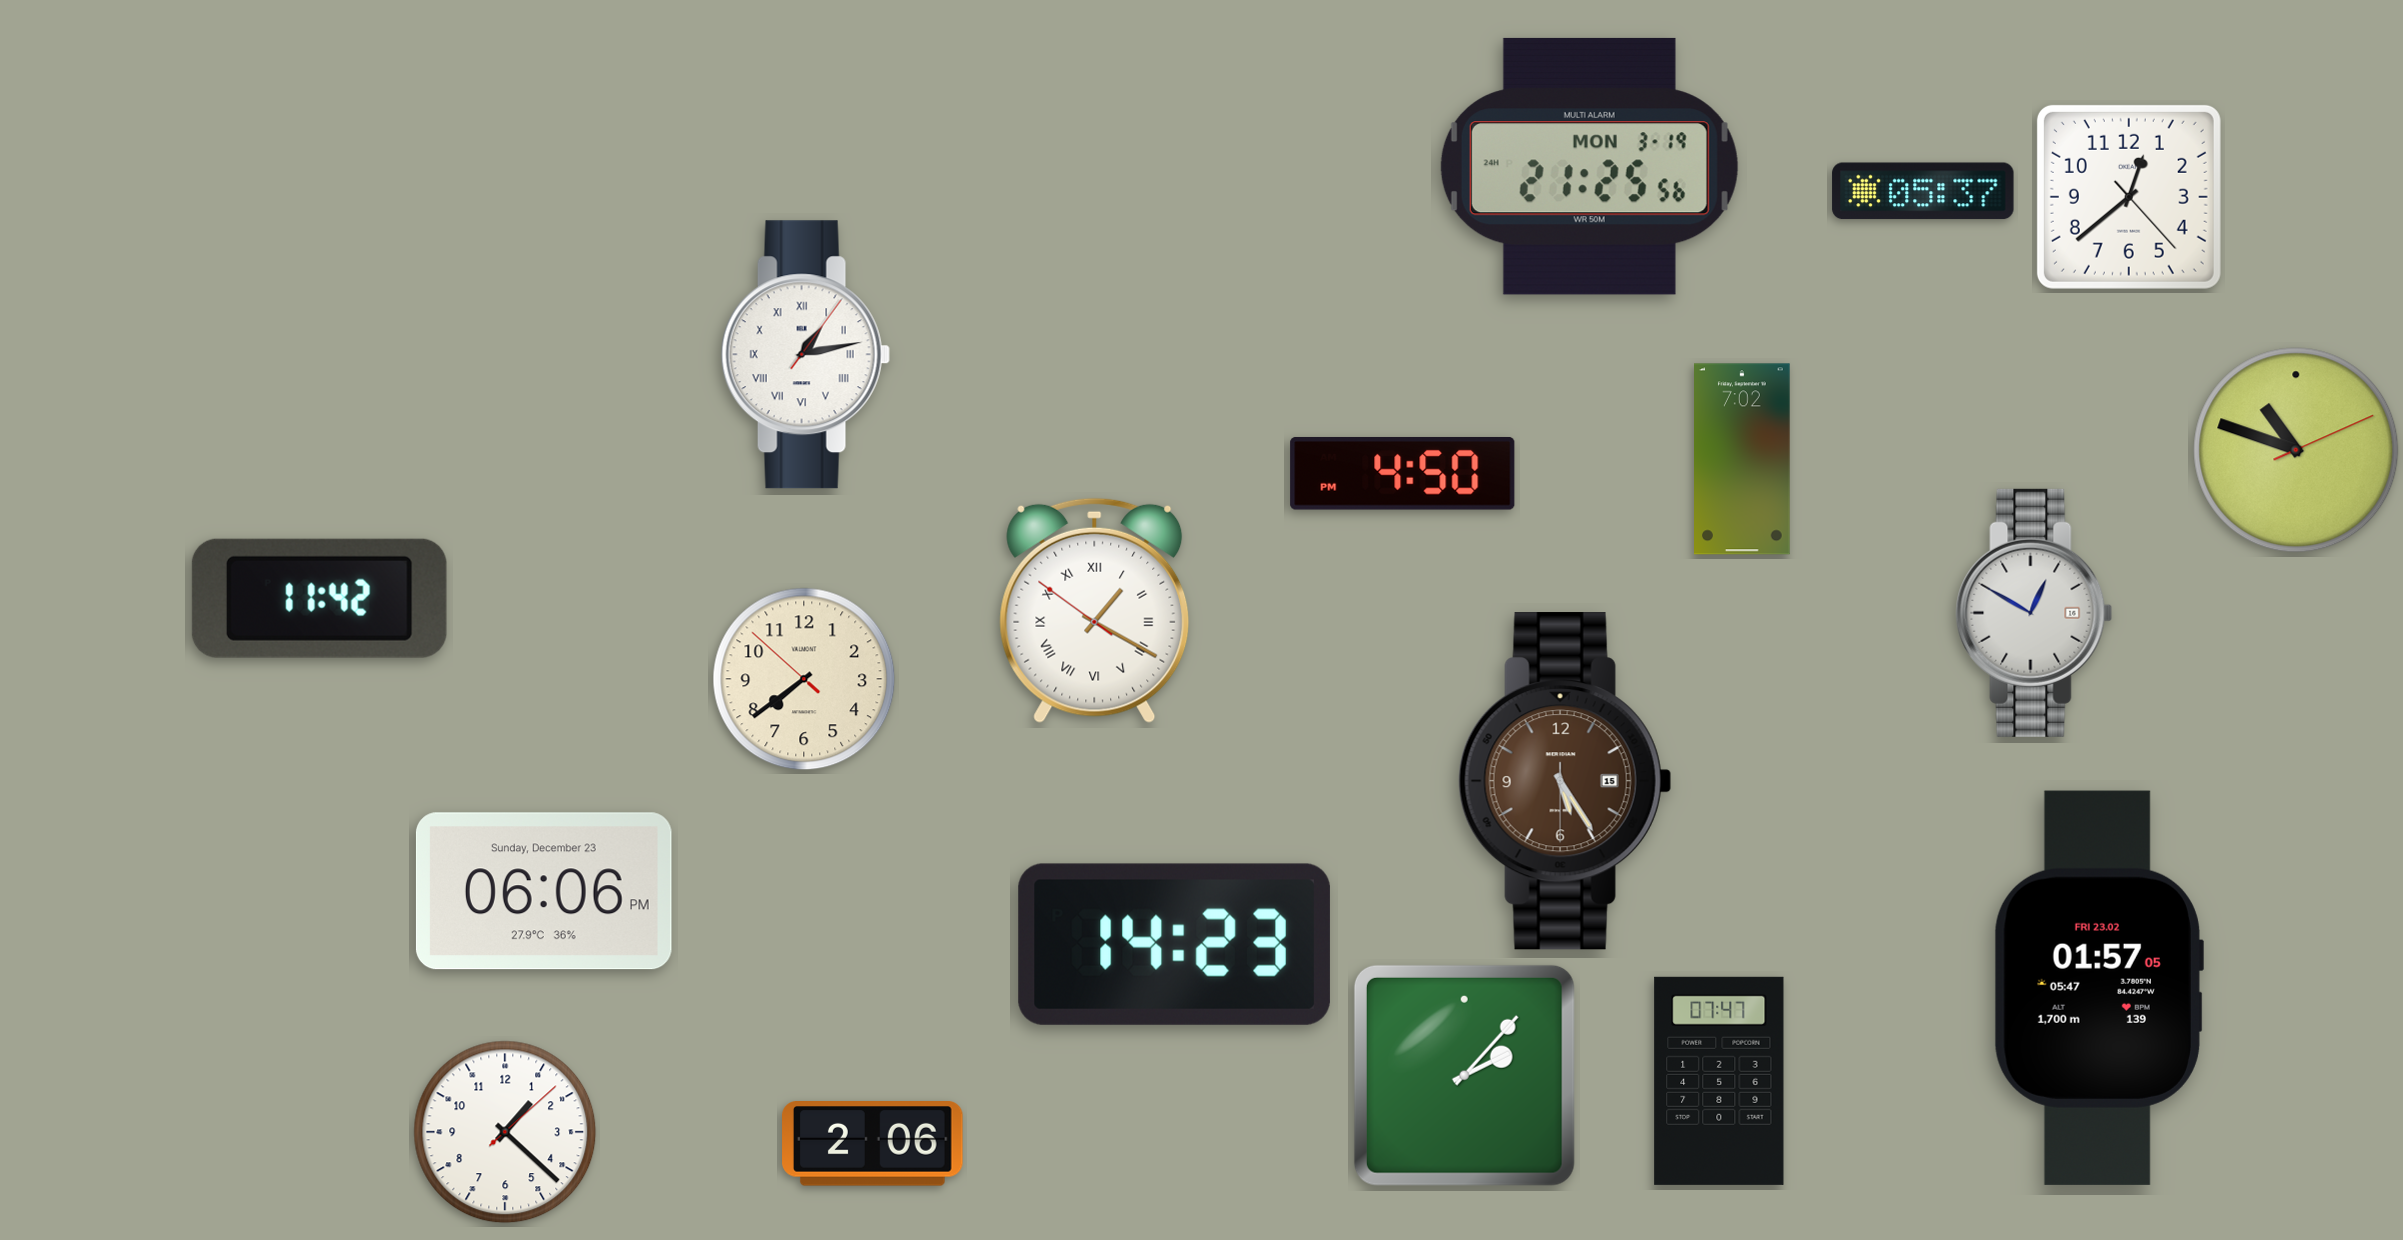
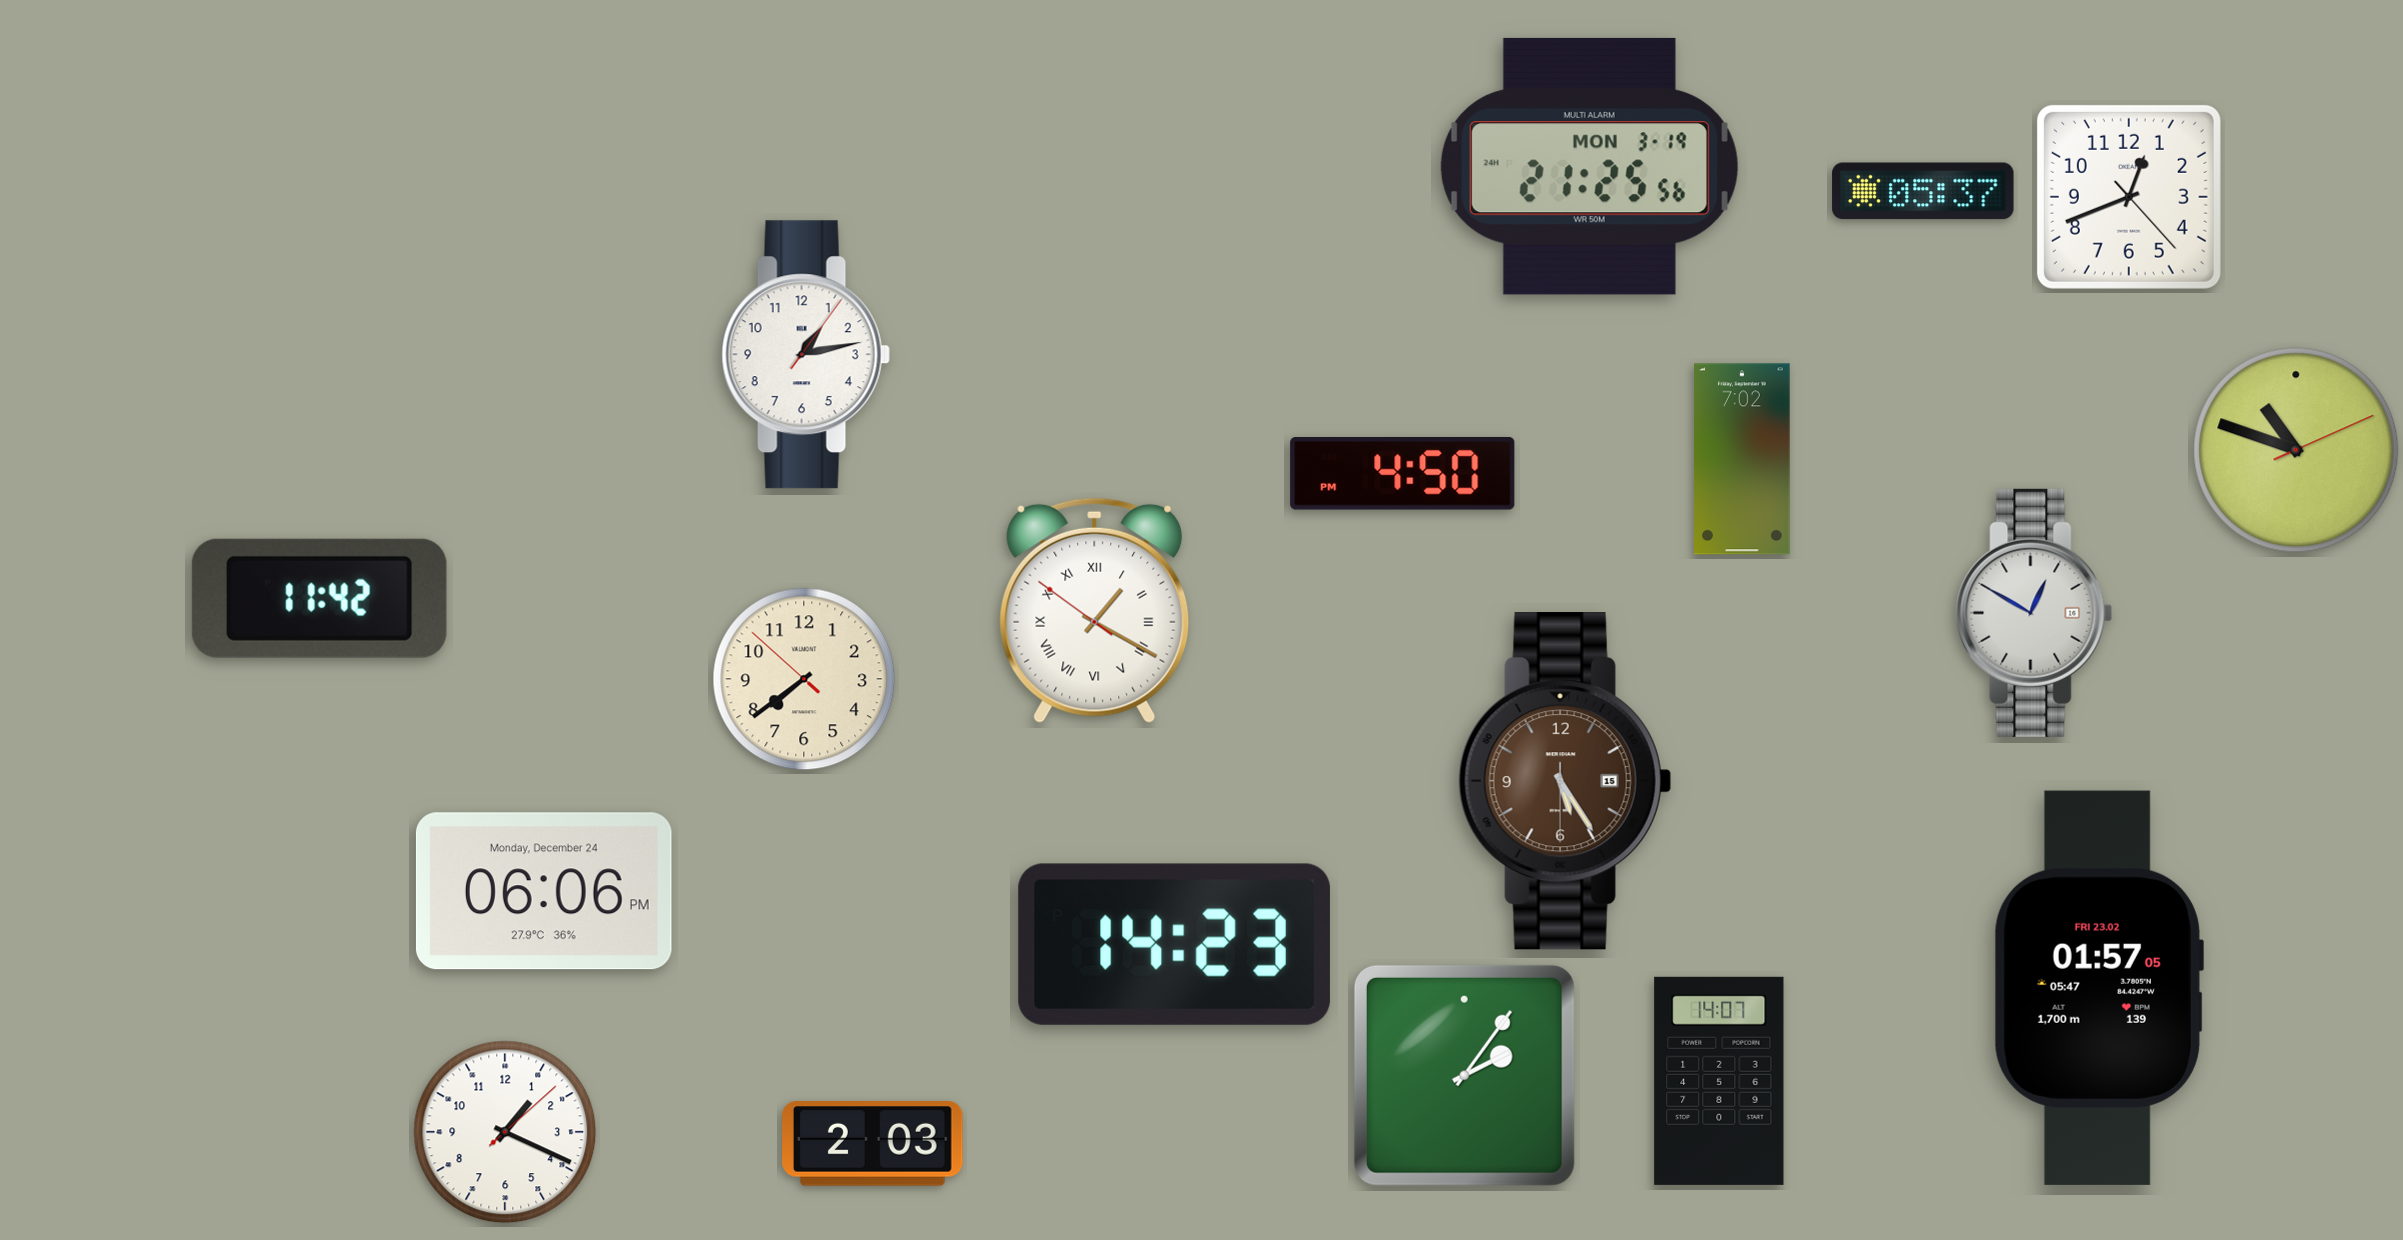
clock at (2129, 197): 12:38 -> 12:41
clock at (805, 355) numerals: Roman -> Arabic
clock at (544, 891) date: Sunday, December 23 -> Monday, December 24
clock at (1464, 1075): 2:07 -> 2:06
clock at (1719, 1081): 07:47 -> 14:07
clock at (505, 1132): 1:22 -> 1:19
clock at (873, 1144): 2:06 -> 2:03
